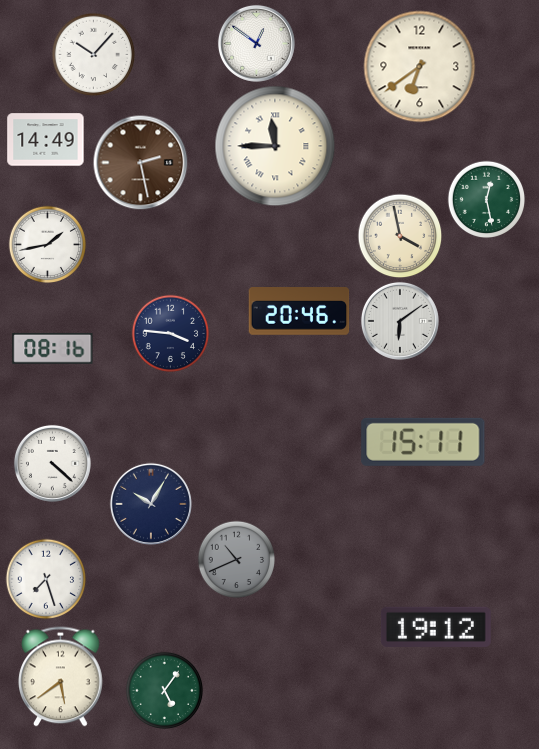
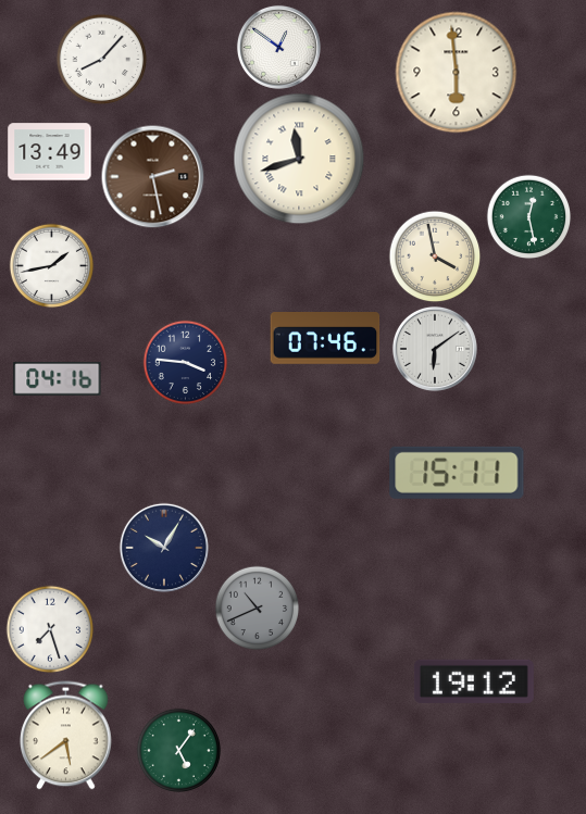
clock at (93, 54): 10:07 -> 8:07
clock at (420, 67): 6:39 -> 5:59
clock at (46, 140): 14:49 -> 13:49
clock at (275, 146): 11:45 -> 11:42
clock at (299, 312): 20:46 -> 07:46
clock at (53, 348): 08:16 -> 04:16
clock at (423, 442) position: (423, 442) -> (457, 473)
clock at (52, 463): 4:22 -> none
